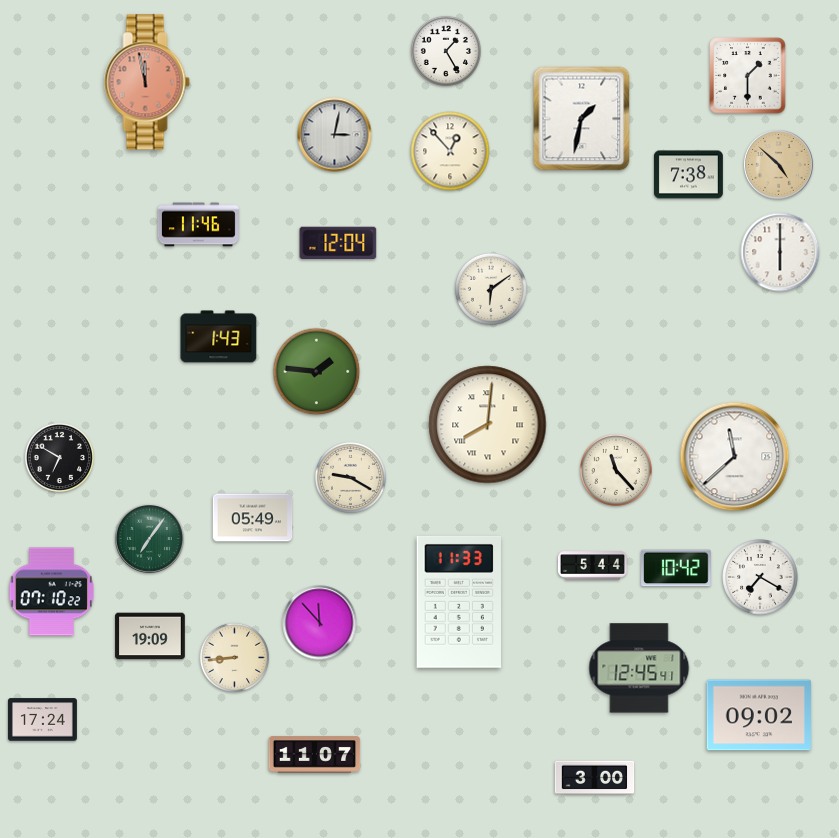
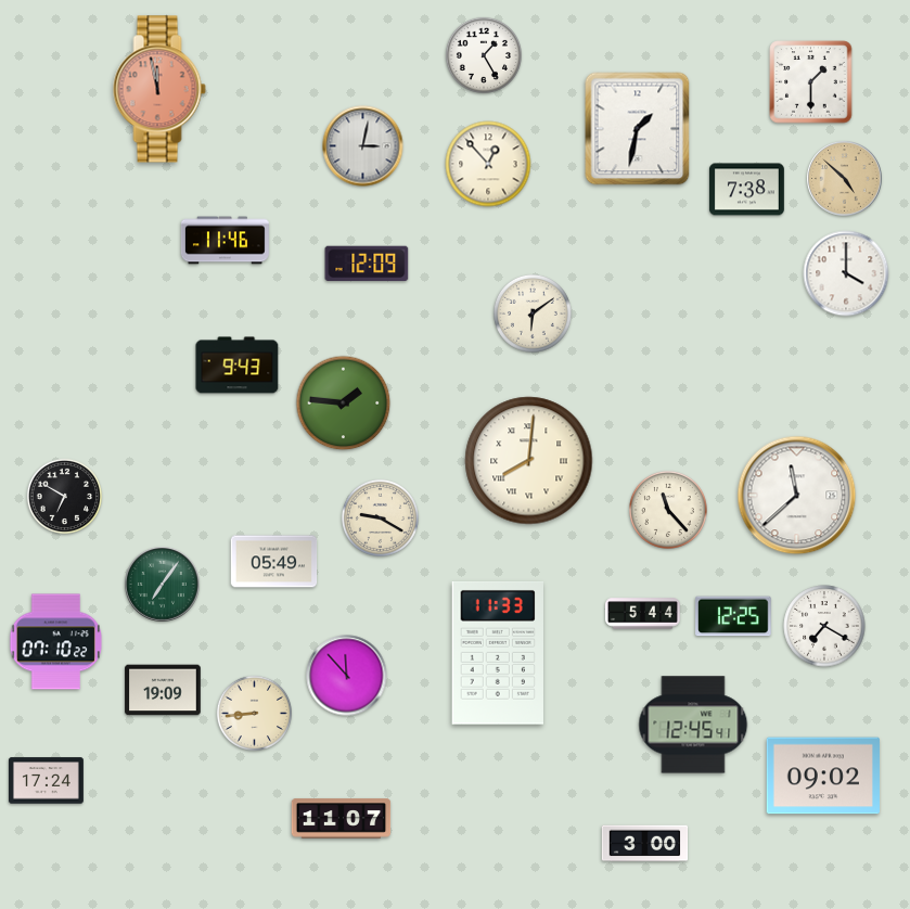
clock at (582, 119) position: (582, 119) -> (638, 129)
clock at (198, 225) position: (198, 225) -> (225, 241)
clock at (338, 243): 12:04 -> 12:09
clock at (780, 252): 6:00 -> 4:00
clock at (219, 337): 1:43 -> 9:43
clock at (676, 568): 10:42 -> 12:25
